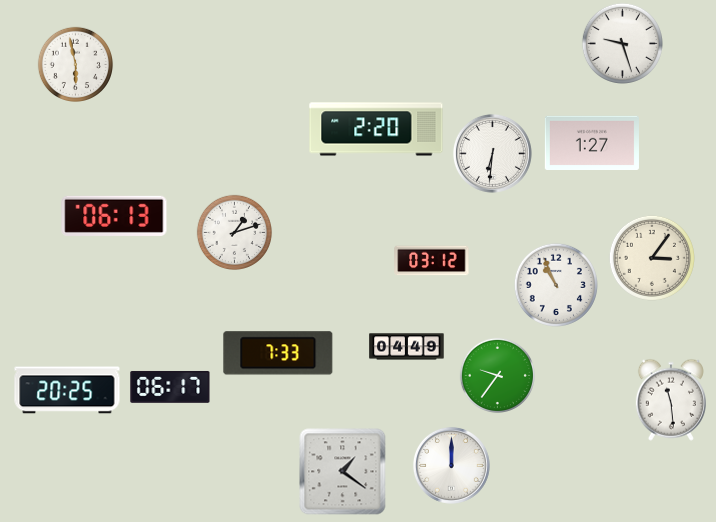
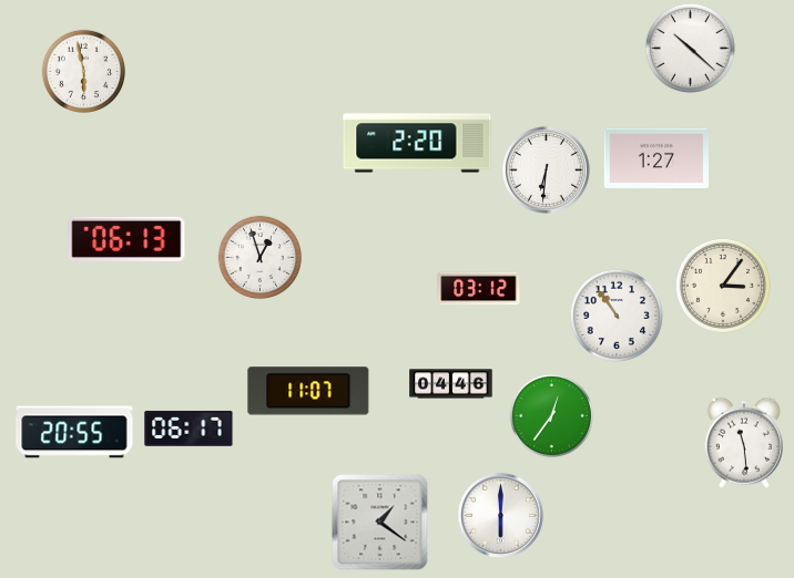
clock at (622, 43): 9:27 -> 10:22
clock at (235, 233): 1:12 -> 12:57
clock at (556, 285): 10:56 -> 10:54
clock at (407, 347): 04:49 -> 04:46
clock at (278, 353): 7:33 -> 11:07
clock at (498, 376): 9:36 -> 12:36
clock at (67, 390): 20:25 -> 20:55
clock at (451, 465): 12:00 -> 6:00
